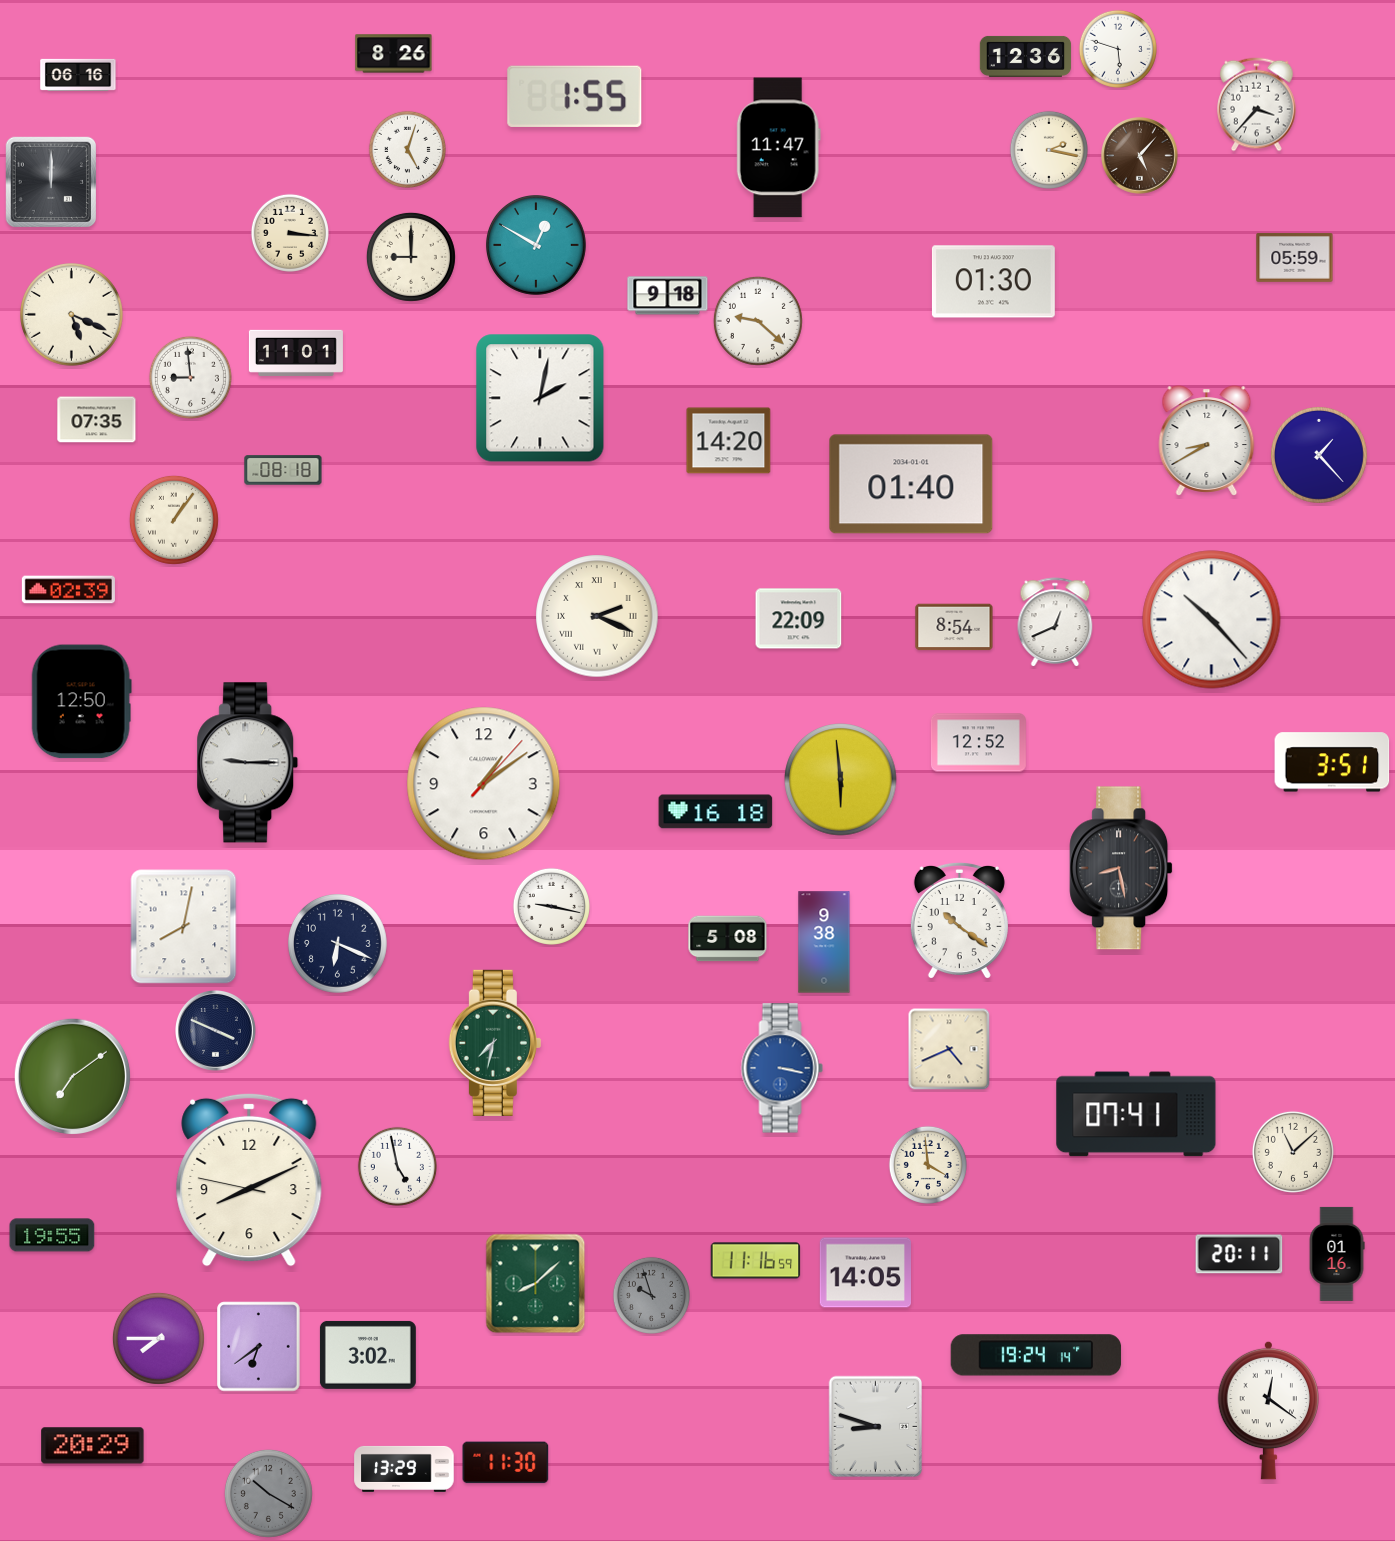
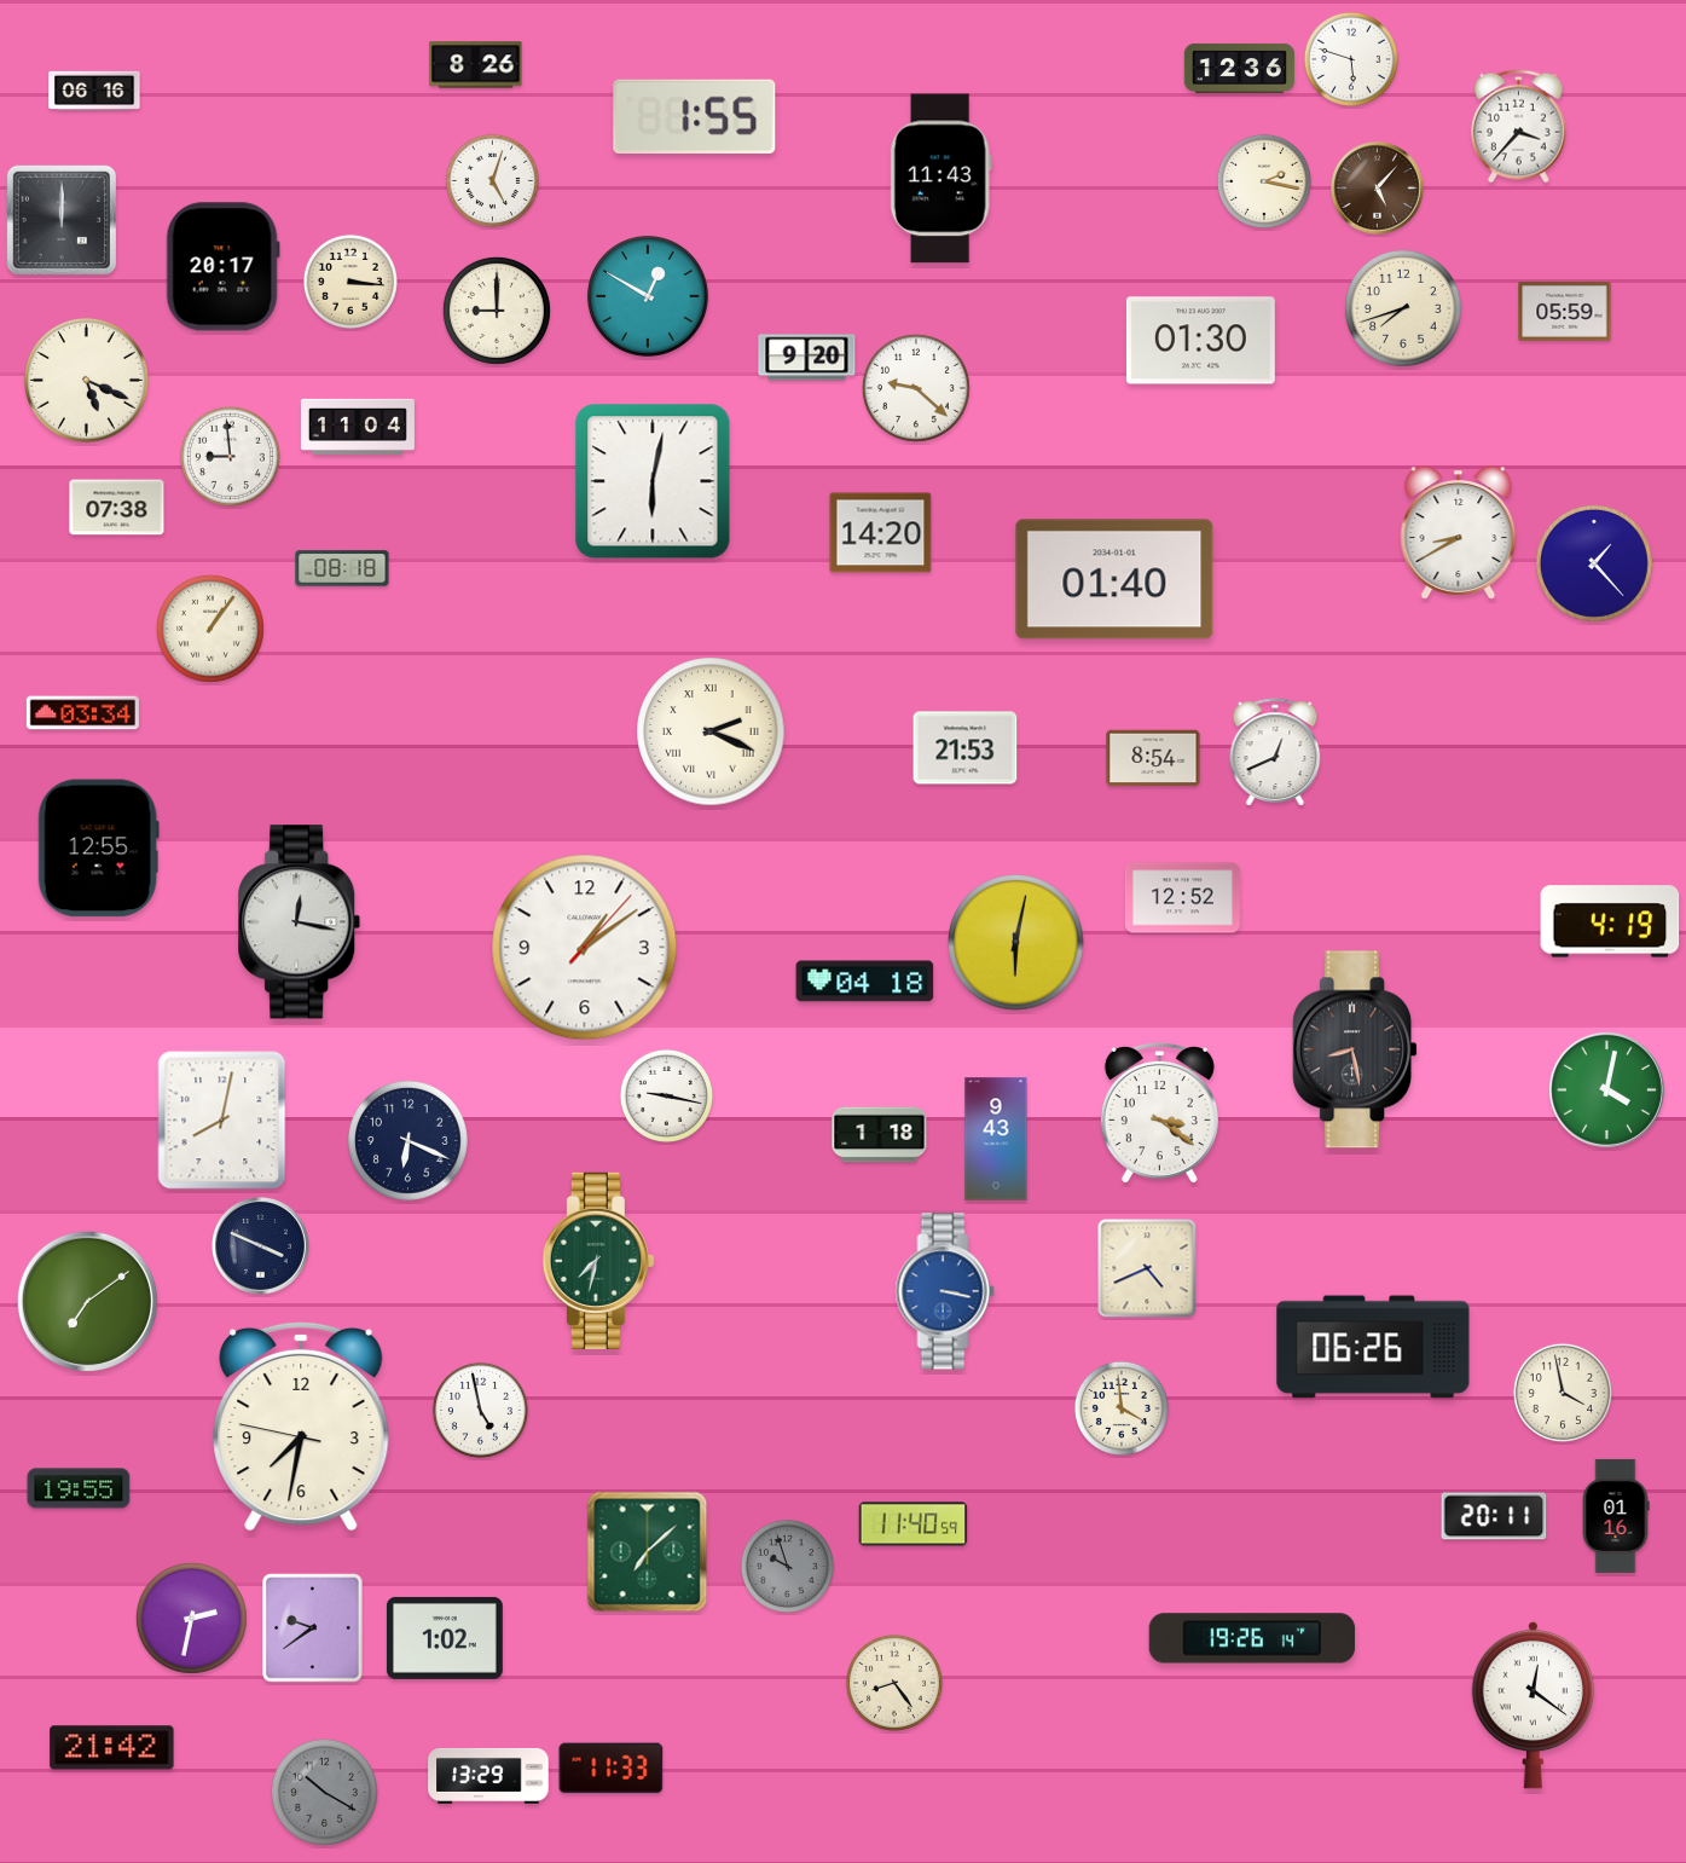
clock at (778, 148): 11:47 -> 11:43
clock at (1049, 150) position: (1049, 150) -> (1264, 181)
clock at (222, 267): none -> 20:17
clock at (1403, 308): none -> 7:42
clock at (668, 296): 9:18 -> 9:20
clock at (296, 353): 11:01 -> 11:04
clock at (540, 398): 2:02 -> 6:02
clock at (97, 420): 07:35 -> 07:38
clock at (1319, 455) position: (1319, 455) -> (1594, 563)
clock at (911, 484) position: (911, 484) -> (1114, 579)
clock at (68, 590): 02:39 -> 03:34
clock at (597, 616) position: (597, 616) -> (711, 731)
clock at (799, 619): 22:09 -> 21:53
clock at (1212, 620): 10:23 -> none
clock at (81, 702): 12:50 -> 12:55
clock at (1332, 762): 3:51 -> 4:19
clock at (248, 763): 9:15 -> 12:17
clock at (841, 780): 5:59 -> 6:02
clock at (716, 812): 16:18 -> 04:18
clock at (1606, 1089): none -> 4:02
clock at (959, 920): 10:21 -> 3:21
clock at (728, 939): 5:08 -> 1:18
clock at (824, 942): 9:38 -> 9:43
clock at (1136, 1114): 07:41 -> 06:26
clock at (1293, 1152): 11:08 -> 3:58
clock at (249, 1180): 8:10 -> 7:31
clock at (52, 1235) position: (52, 1235) -> (79, 1488)
clock at (1239, 1254) position: (1239, 1254) -> (1494, 1516)
clock at (756, 1261): 11:16 -> 11:40
clock at (865, 1273): 14:05 -> none
clock at (536, 1284): 8:08 -> 7:08
clock at (158, 1338): 7:45 -> 2:32
clock at (259, 1347): 6:39 -> 9:39
clock at (368, 1355): 3:02 -> 1:02
clock at (1036, 1355): 19:24 -> 19:26
clock at (894, 1683): none -> 8:24
clock at (876, 1427): 8:48 -> none
clock at (93, 1446): 20:29 -> 21:42
clock at (506, 1463): 11:30 -> 11:33
clock at (268, 1493) position: (268, 1493) -> (324, 1792)
